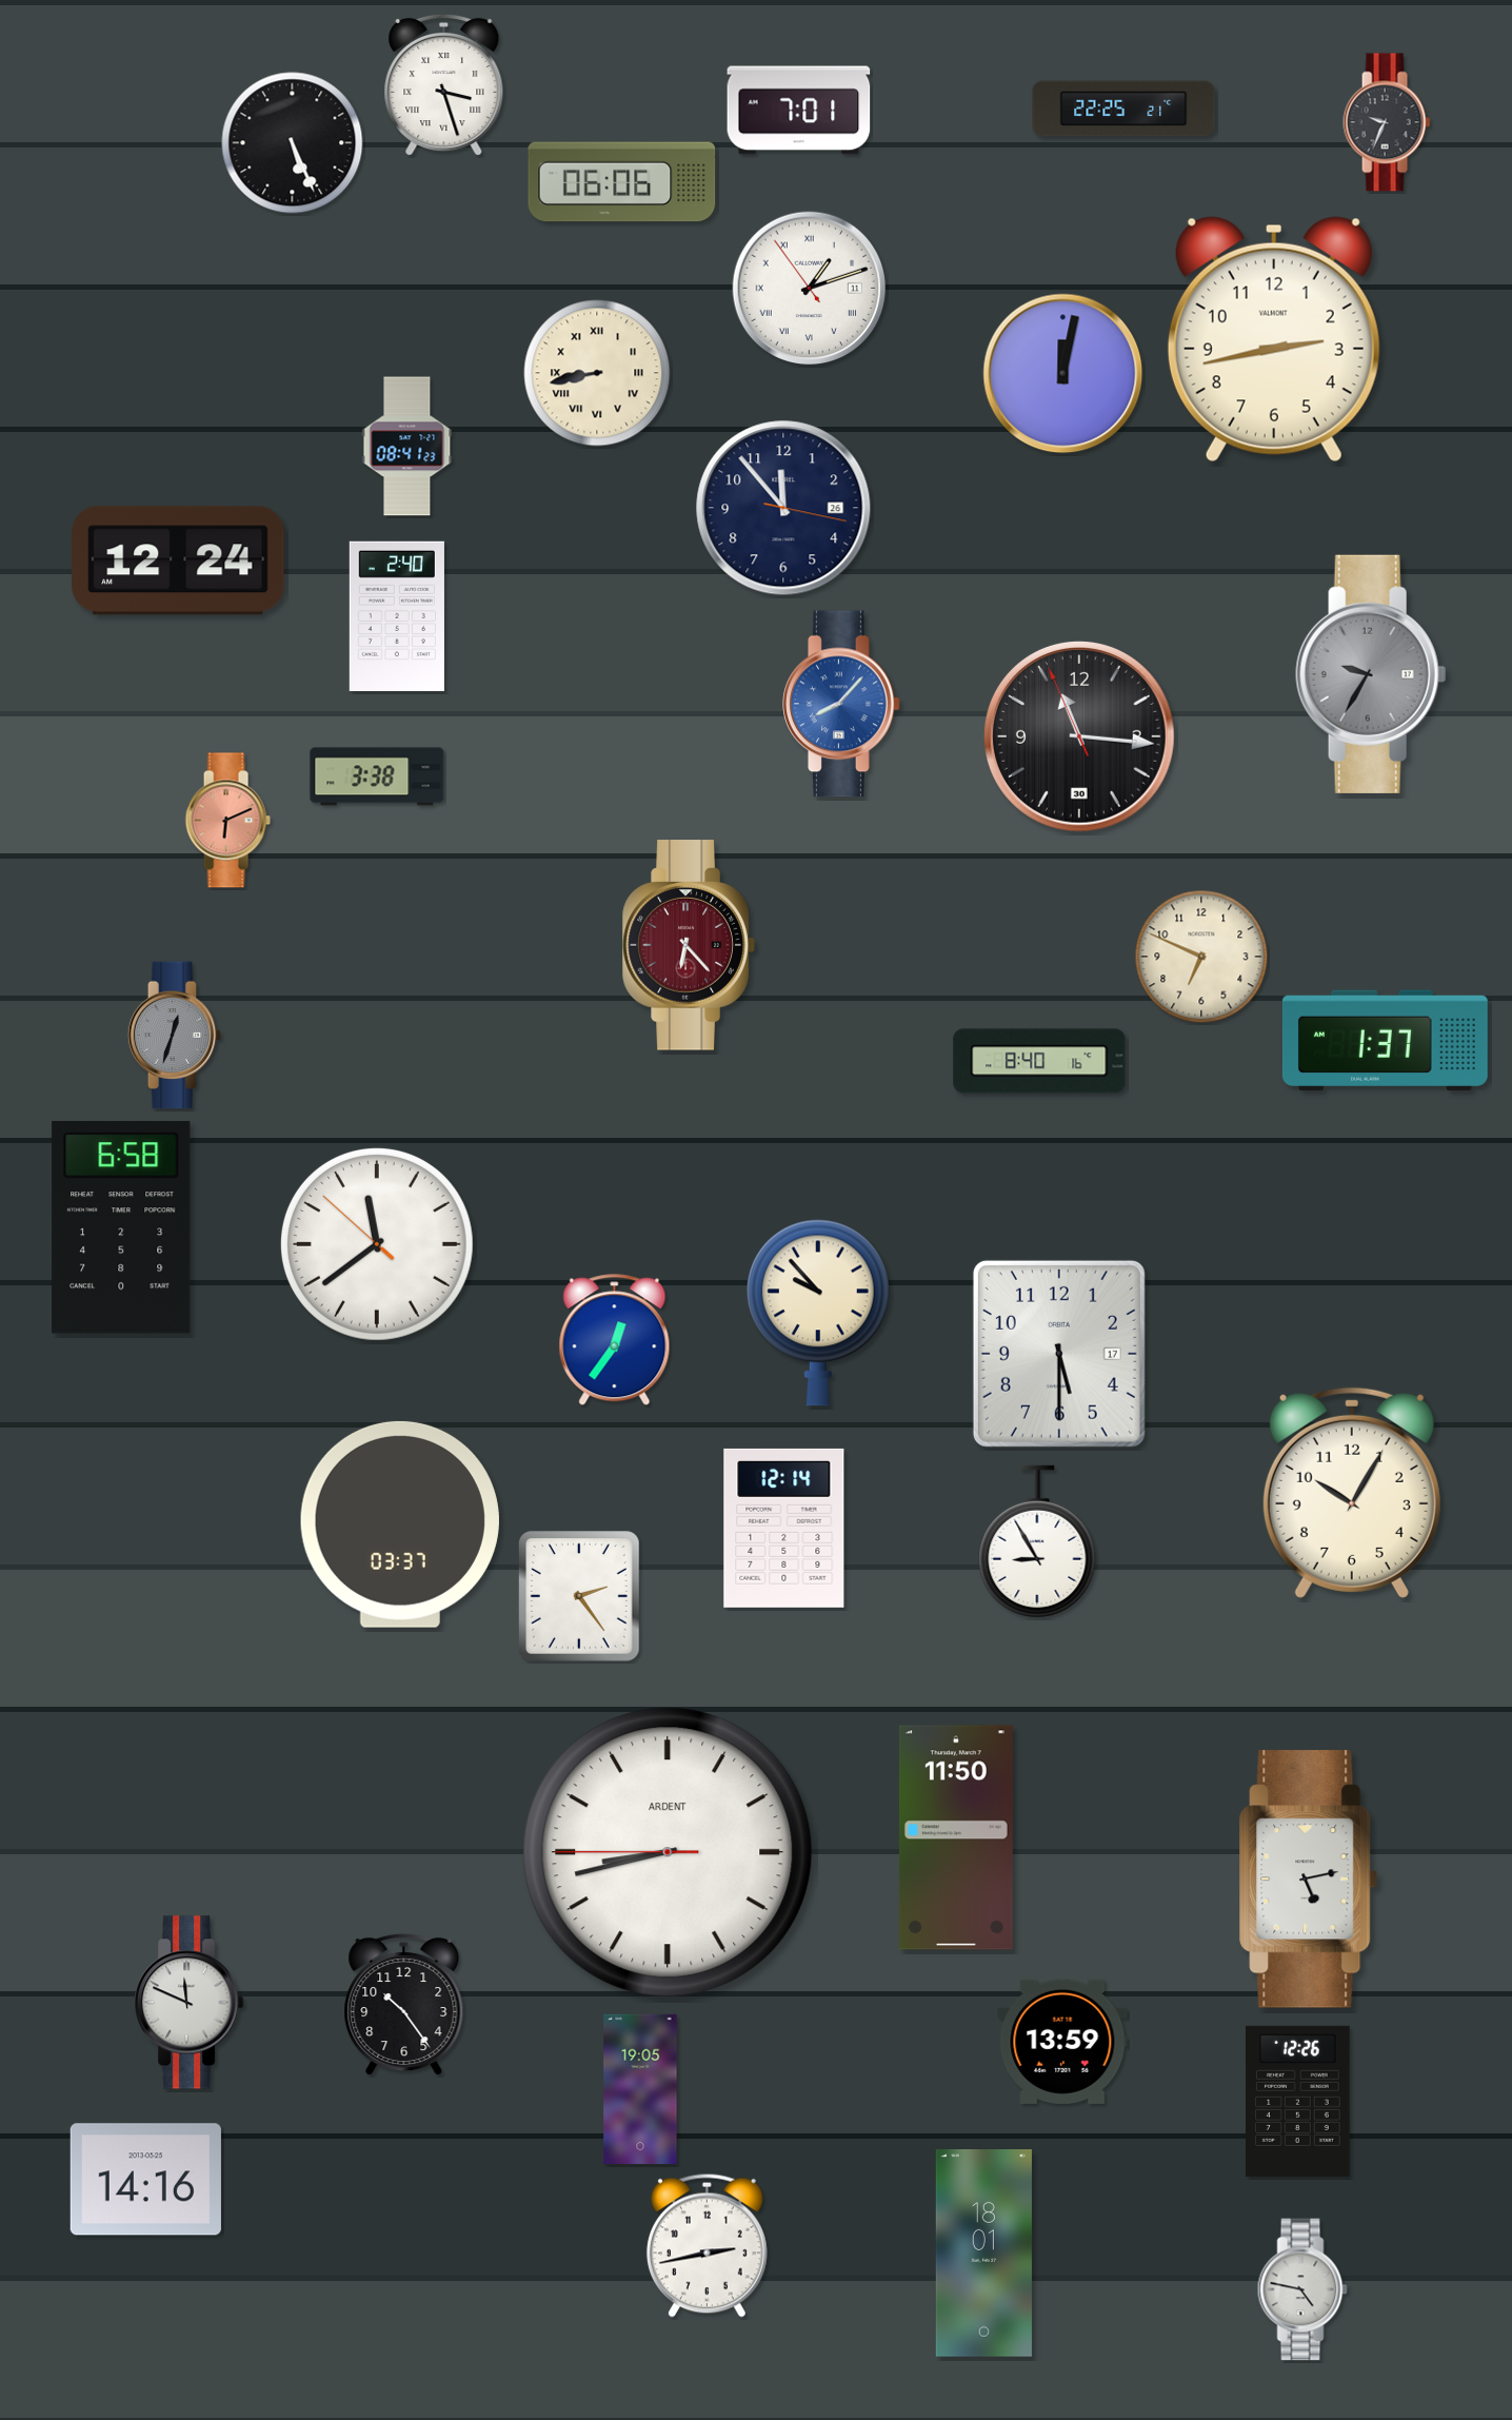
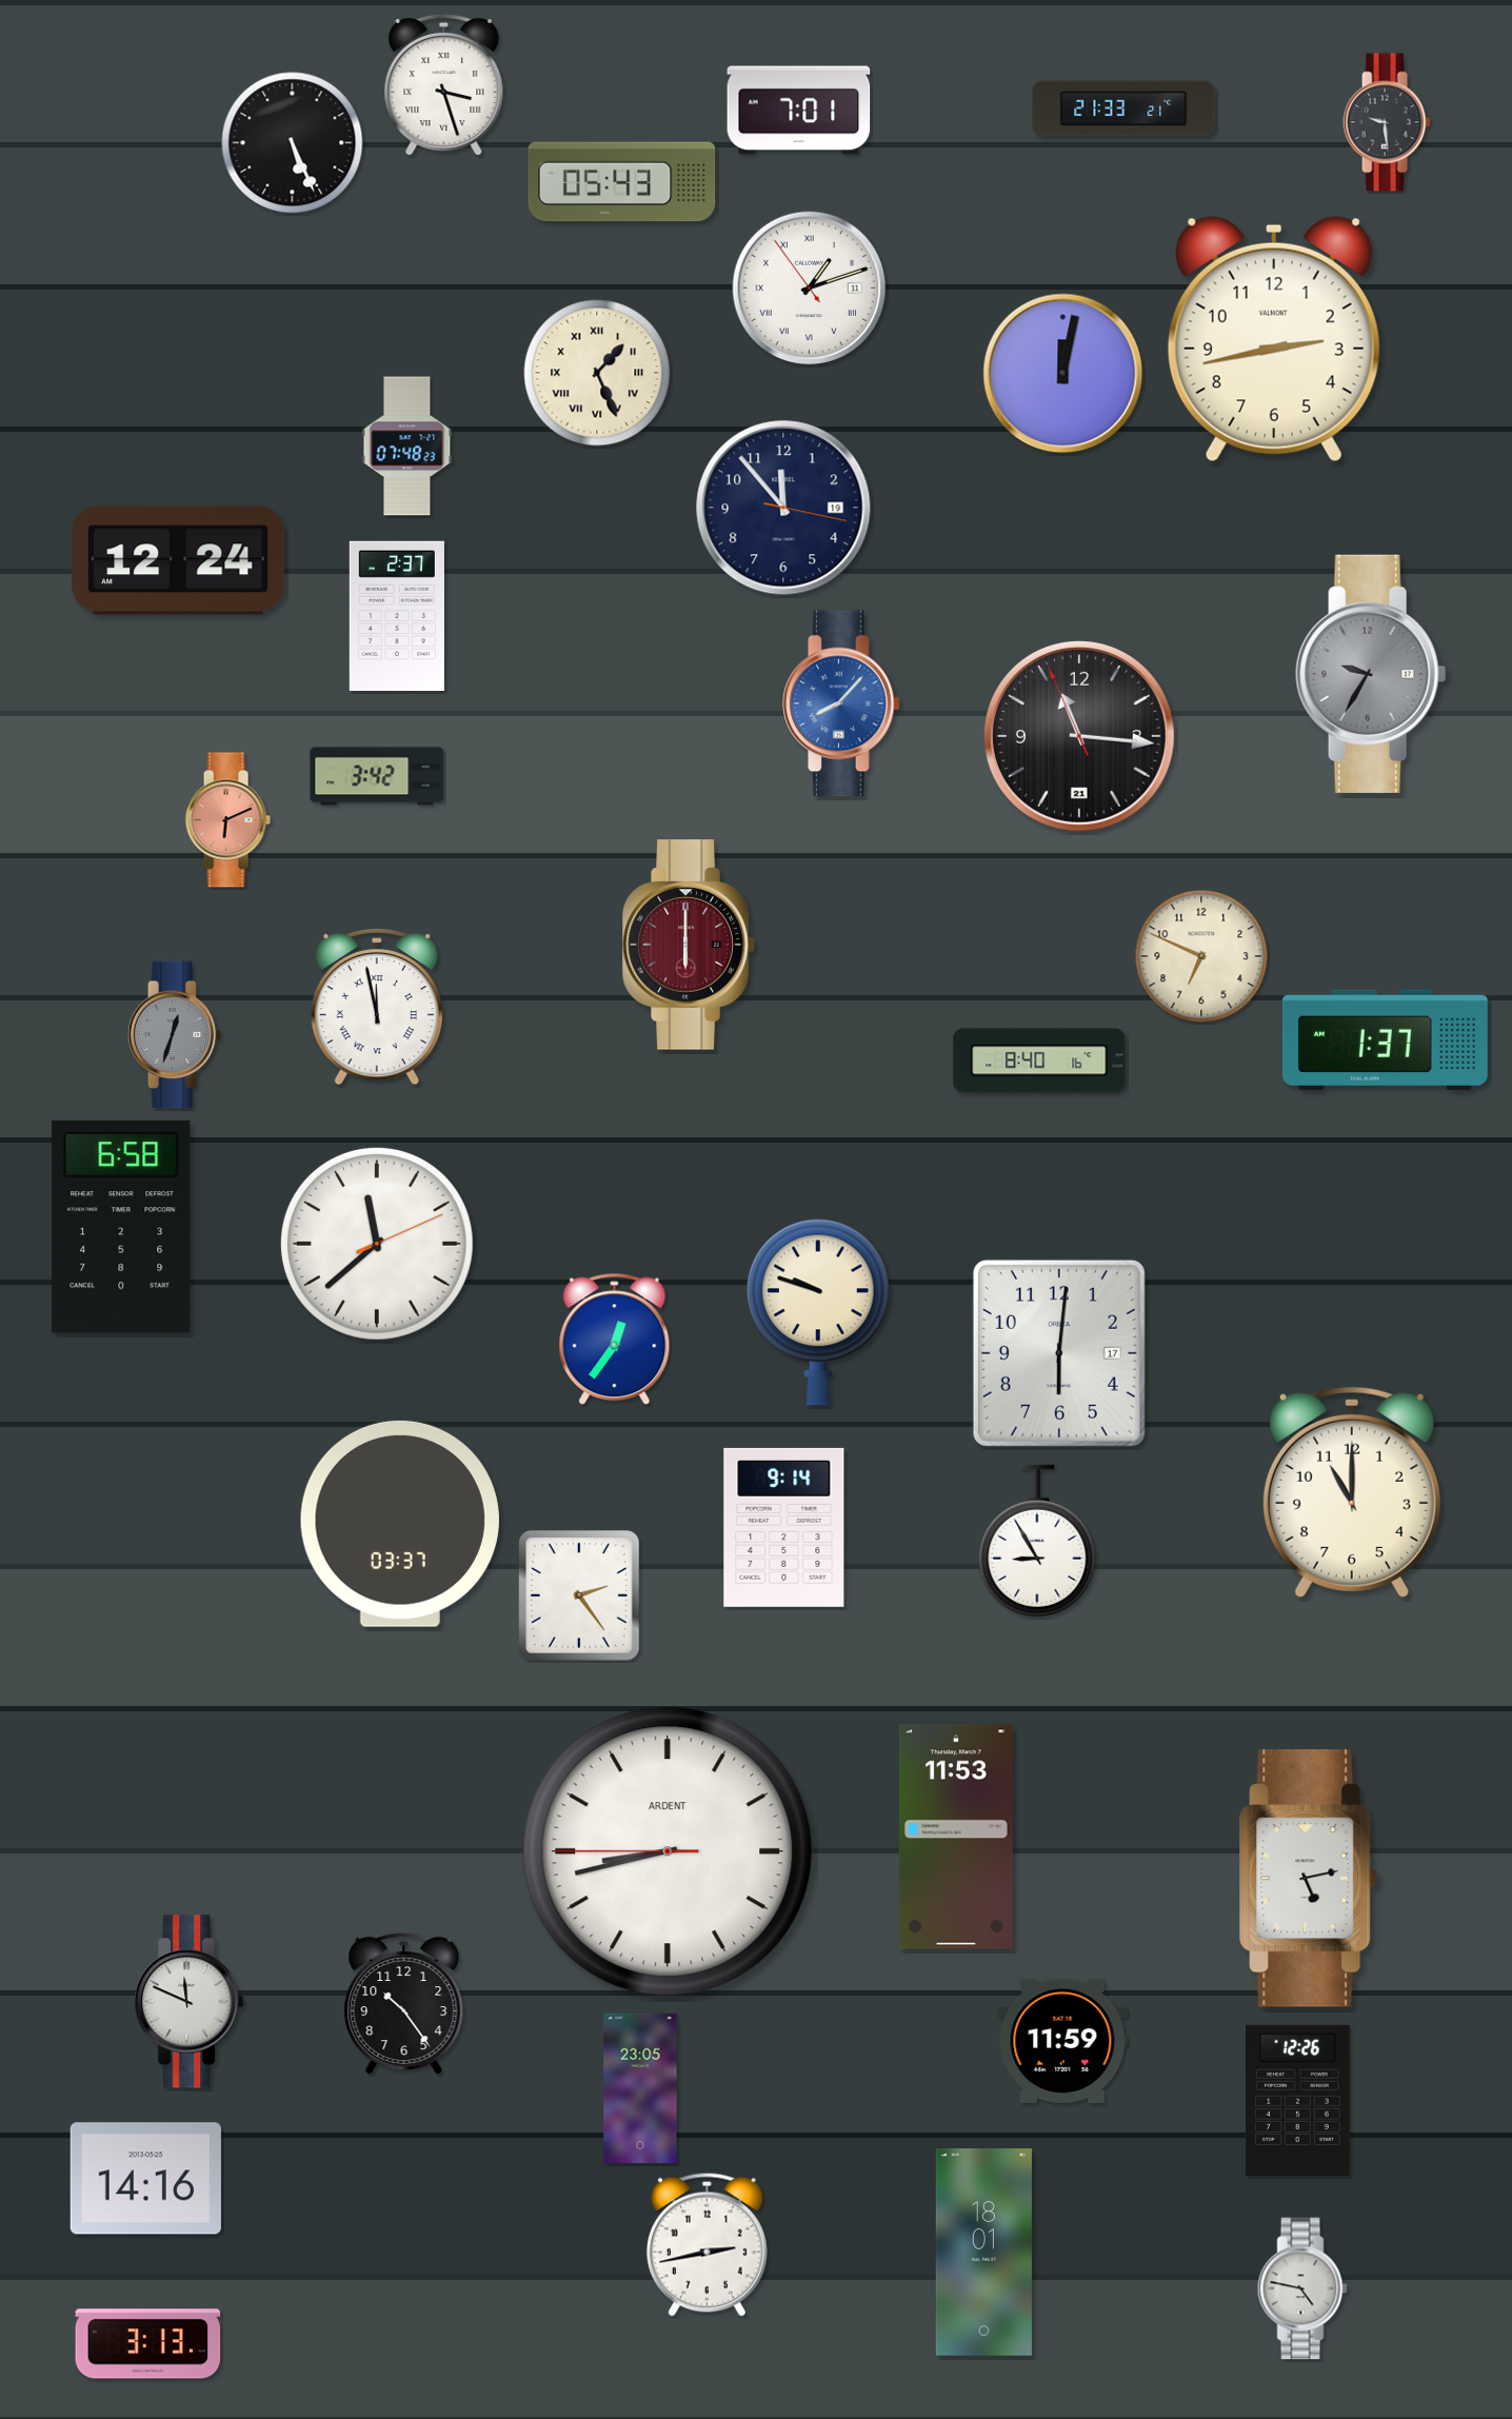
clock at (1123, 109): 22:25 -> 21:33
clock at (1387, 122): 9:34 -> 9:29
clock at (622, 182): 06:06 -> 05:43
clock at (597, 373): 8:43 -> 1:26
clock at (407, 447): 08:41 -> 07:48
clock at (783, 508) date: 26 -> 19
clock at (397, 615): 2:40 -> 2:37
clock at (1079, 736) date: 30 -> 21
clock at (377, 776): 3:38 -> 3:42
clock at (689, 945): 6:23 -> 6:00
clock at (377, 1007): none -> 11:58
clock at (377, 1244): 11:38:52 -> 11:38:11
clock at (818, 1313): 9:53 -> 9:48
clock at (1059, 1354): 5:30 -> 6:01
clock at (1352, 1493): 10:05 -> 11:00
clock at (784, 1528): 12:14 -> 9:14
clock at (956, 1837): 11:50 -> 11:53
clock at (1062, 2042): 13:59 -> 11:59
clock at (640, 2088): 19:05 -> 23:05
clock at (148, 2344): none -> 3:13
